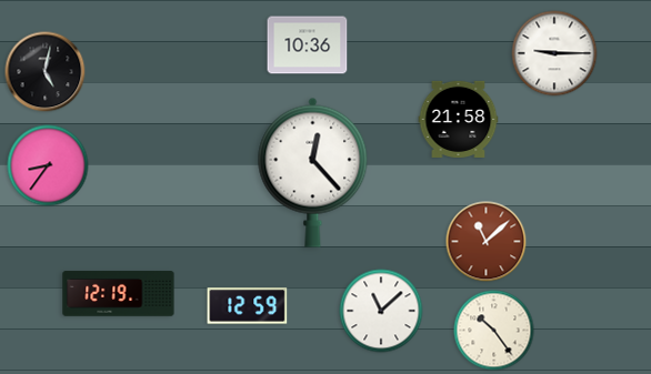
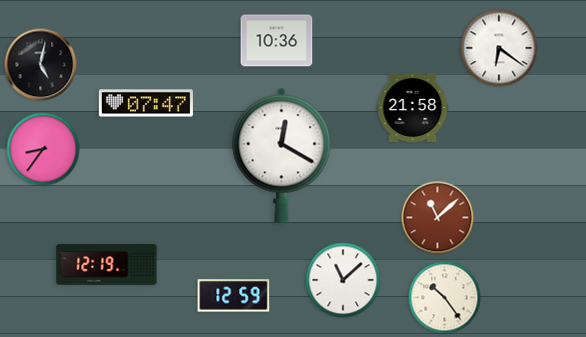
clock at (554, 53): 9:15 -> 6:21
clock at (146, 103): none -> 07:47
clock at (313, 172): 12:23 -> 12:20
clock at (248, 306) position: (248, 306) -> (234, 296)
